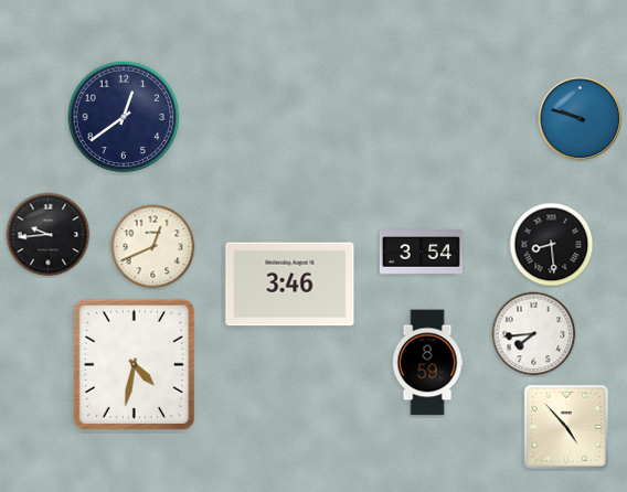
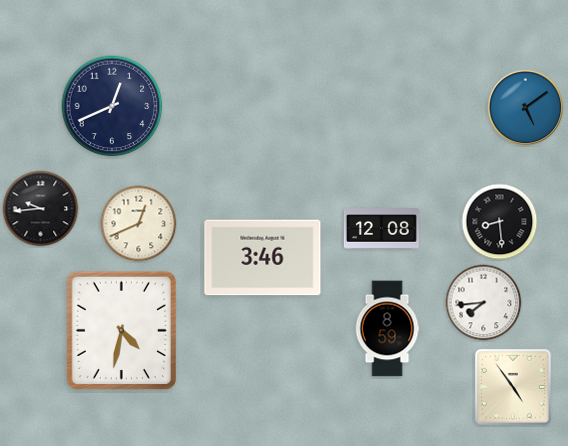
clock at (124, 117): 12:39 -> 12:41
clock at (581, 119): 9:48 -> 5:09
clock at (49, 235) position: (49, 235) -> (41, 209)
clock at (421, 253): 3:54 -> 12:08
clock at (566, 427): 4:53 -> 4:54
